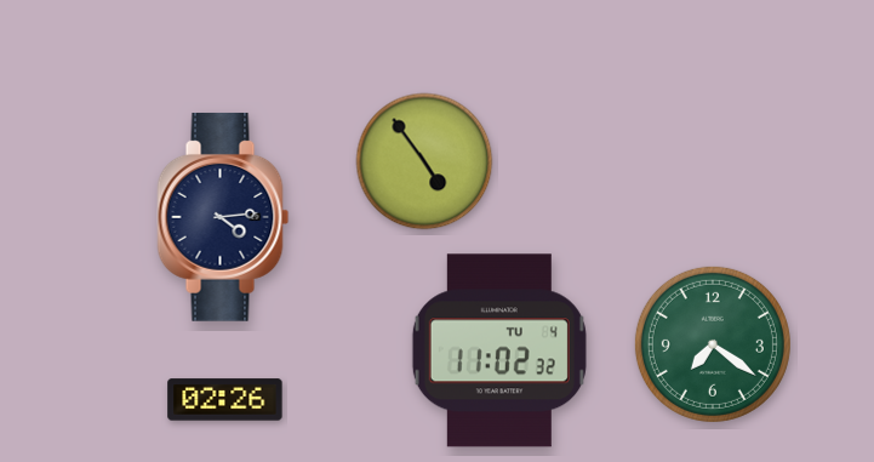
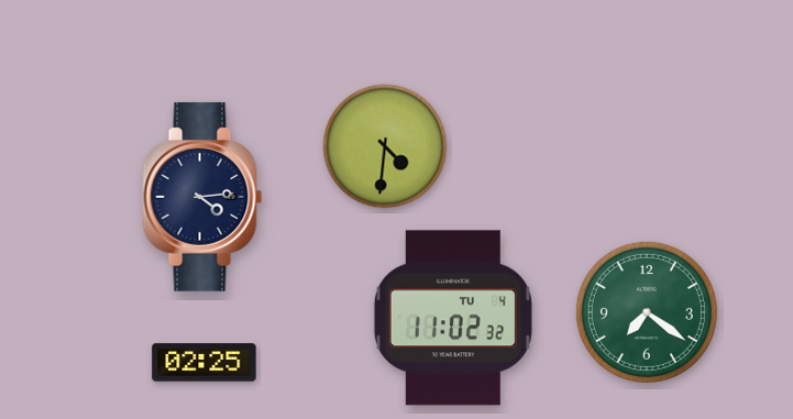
clock at (424, 161): 4:54 -> 4:31
clock at (225, 400): 02:26 -> 02:25
